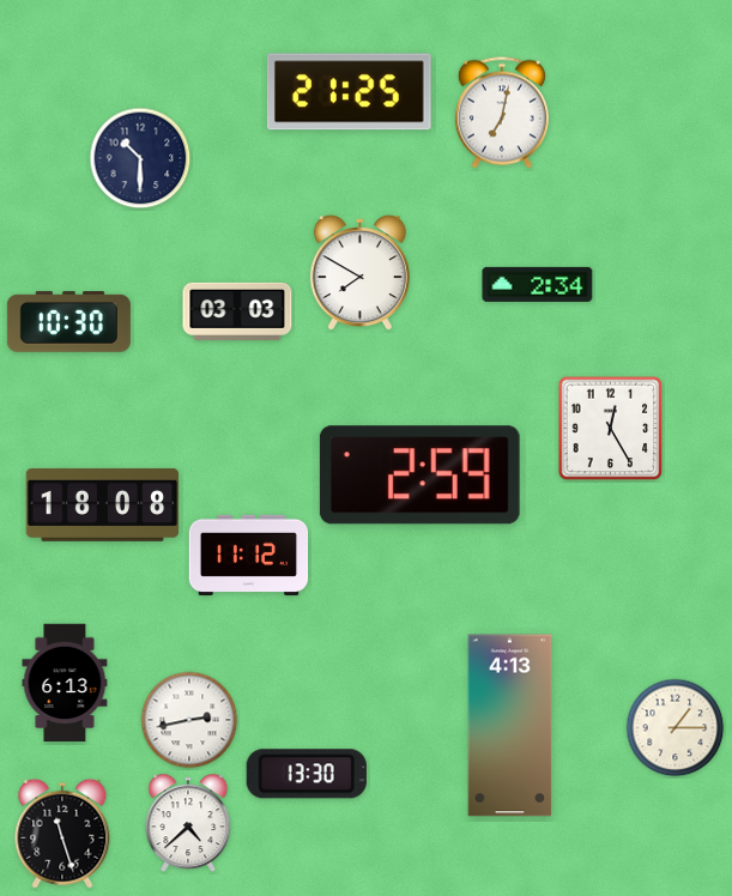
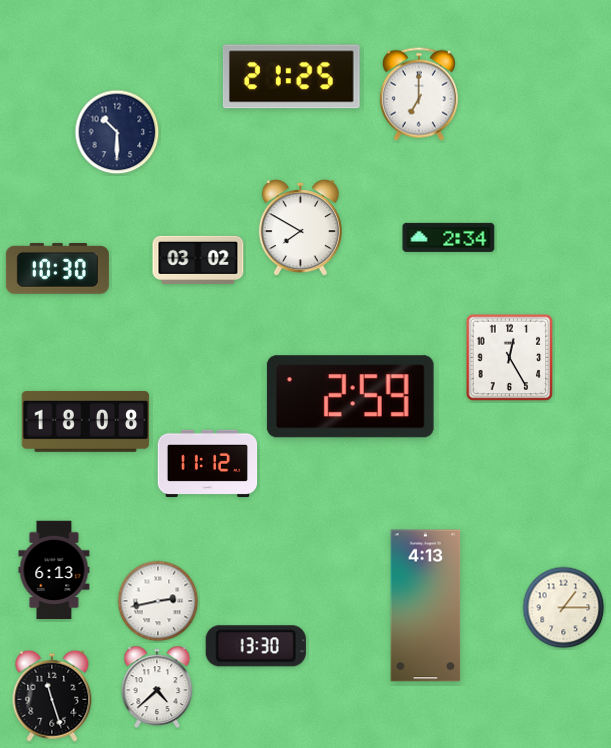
clock at (502, 113): 7:02 -> 7:00
clock at (237, 311): 03:03 -> 03:02
